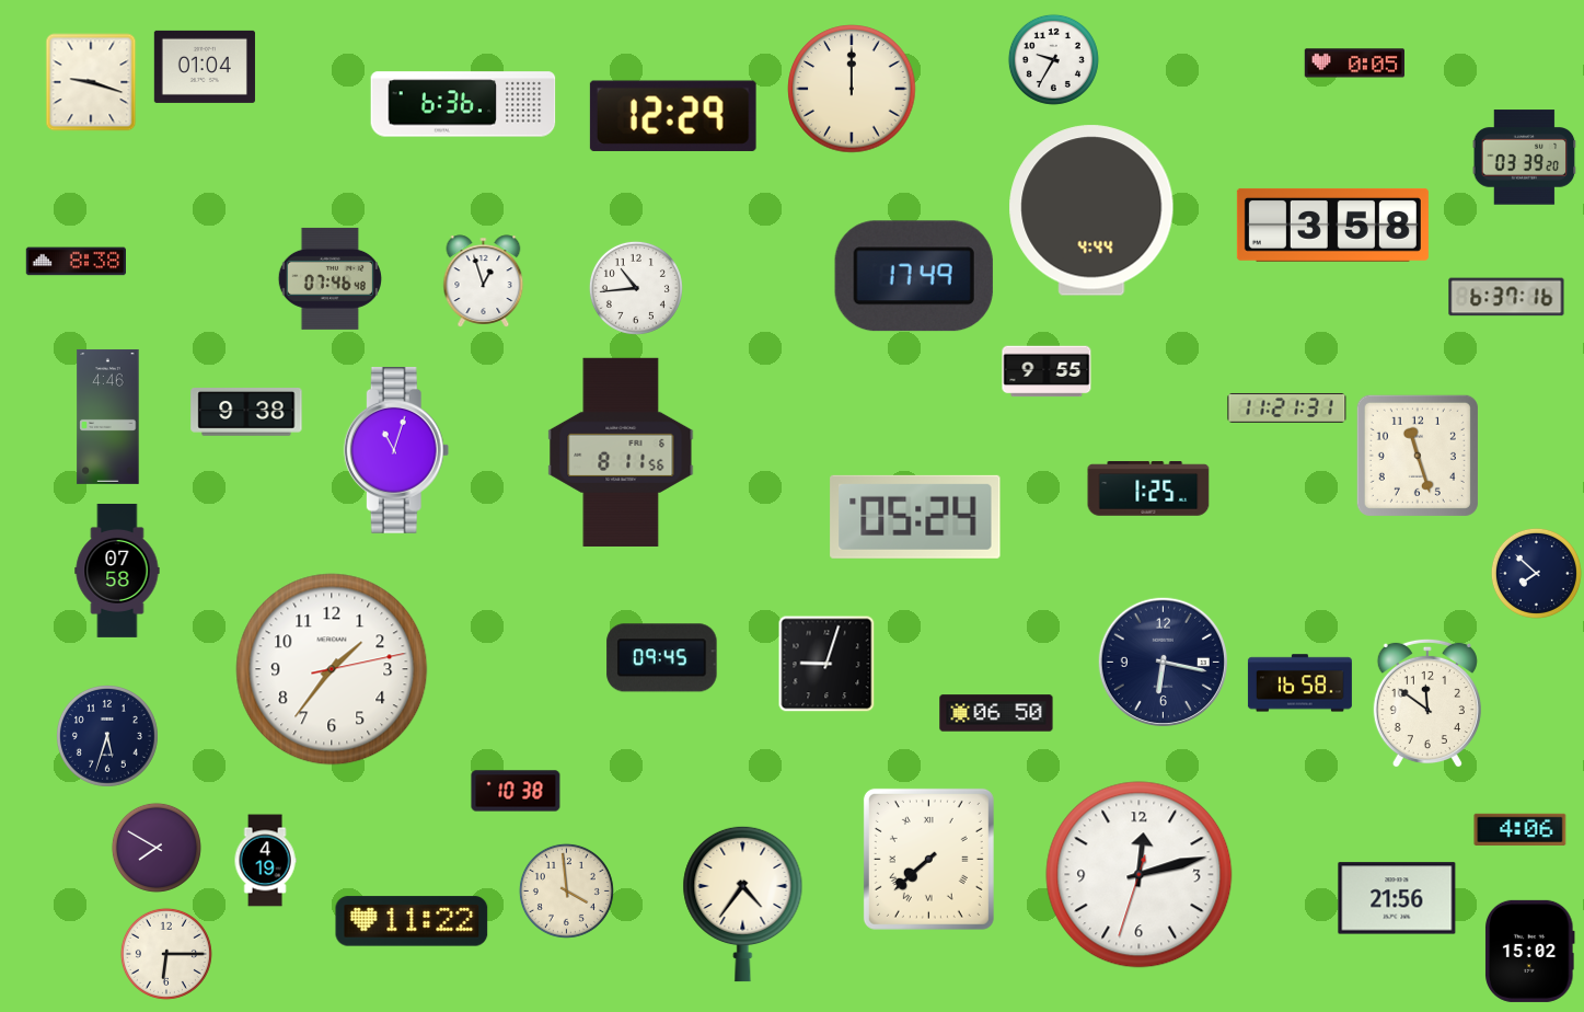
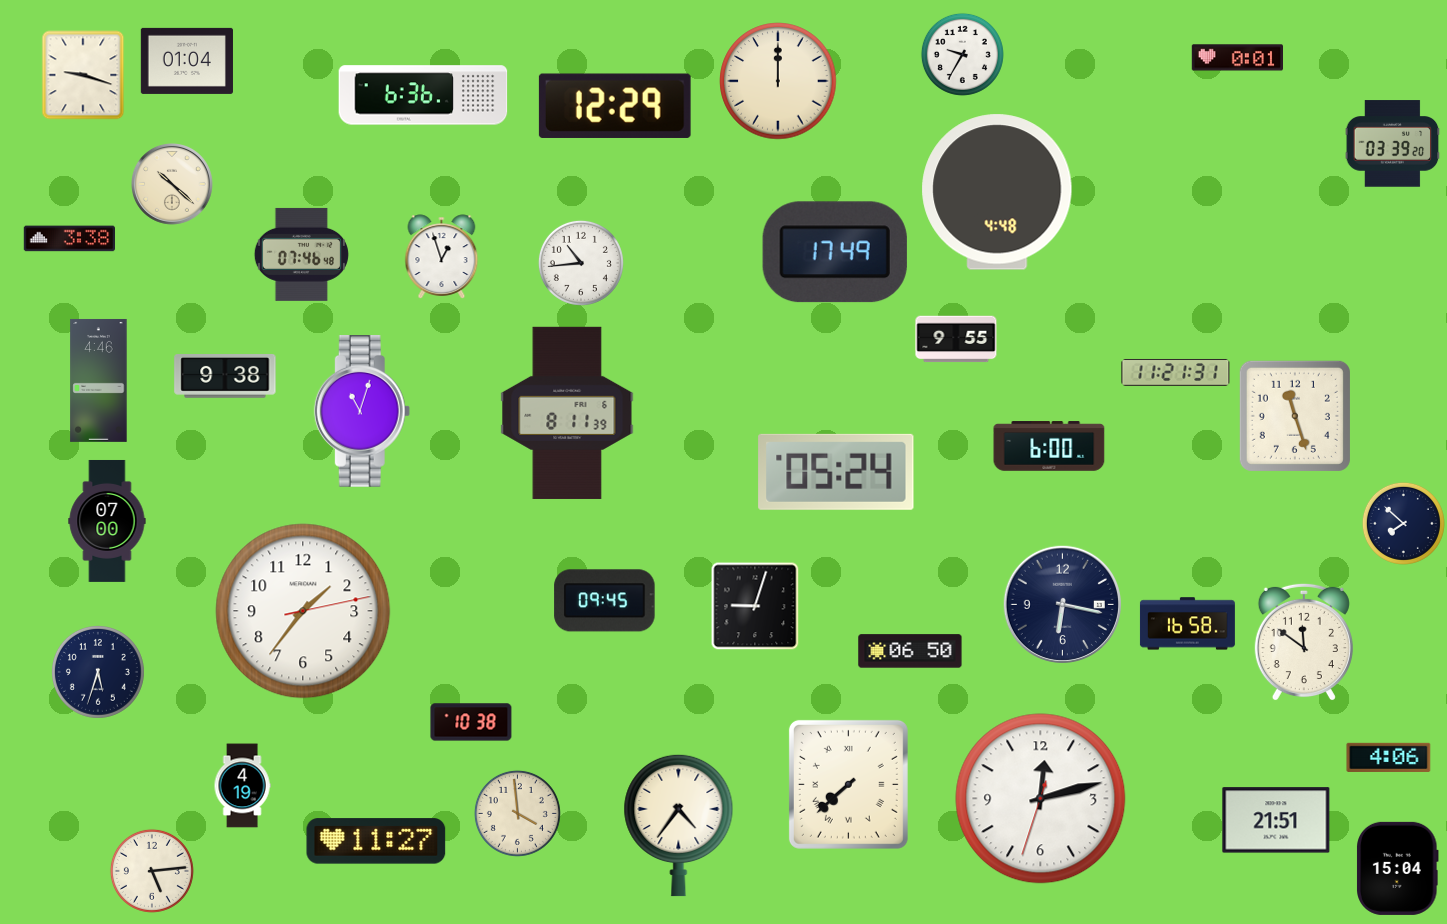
clock at (1354, 64): 0:05 -> 0:01
clock at (173, 185): none -> 10:22
clock at (1091, 210): 4:44 -> 4:48
clock at (1332, 225): 3:58 -> none
clock at (76, 262): 8:38 -> 3:38
clock at (1506, 297): 6:37 -> none
clock at (621, 452): 8:11:56 -> 8:11:39
clock at (1148, 488): 1:25 -> 6:00
clock at (117, 571): 07:58 -> 07:00
clock at (157, 848): 7:50 -> none
clock at (1397, 898): 21:56 -> 21:51
clock at (412, 921): 11:22 -> 11:27
clock at (1530, 951): 15:02 -> 15:04
clock at (166, 954): 6:15 -> 5:14
